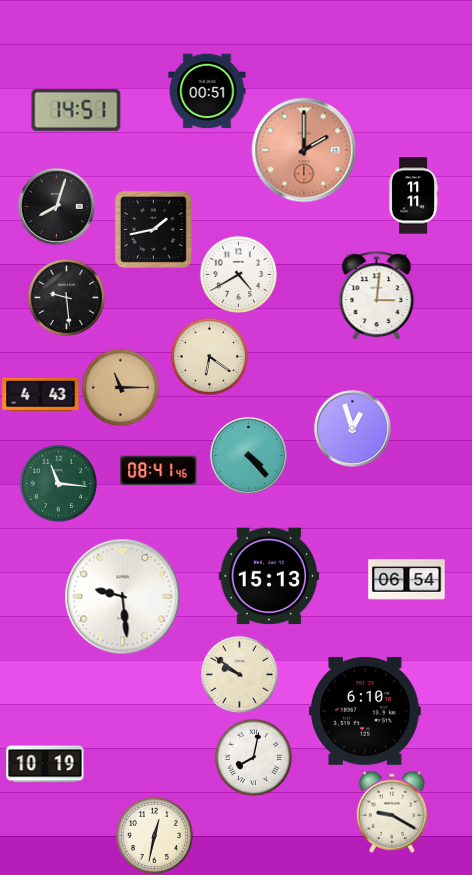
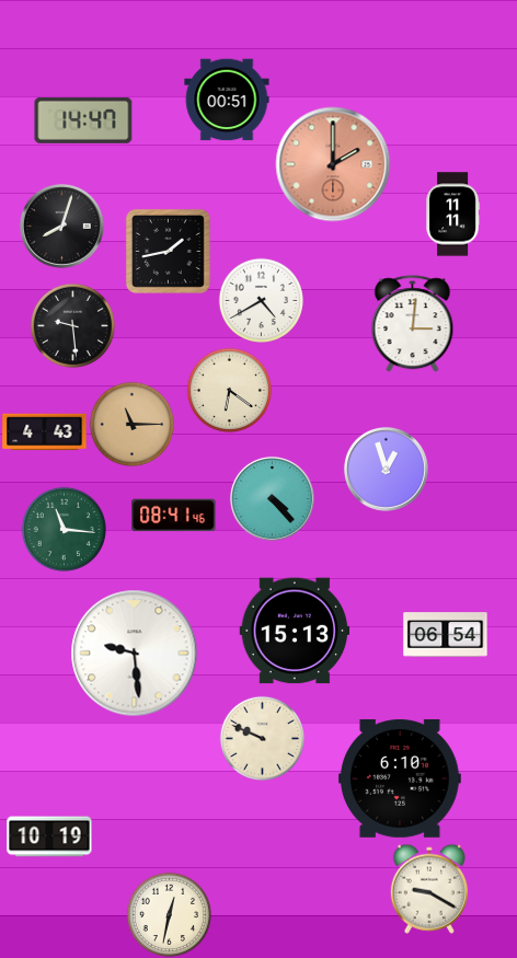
clock at (76, 110): 14:51 -> 14:47
clock at (239, 674): 9:51 -> 9:49
clock at (253, 757): 8:02 -> none
